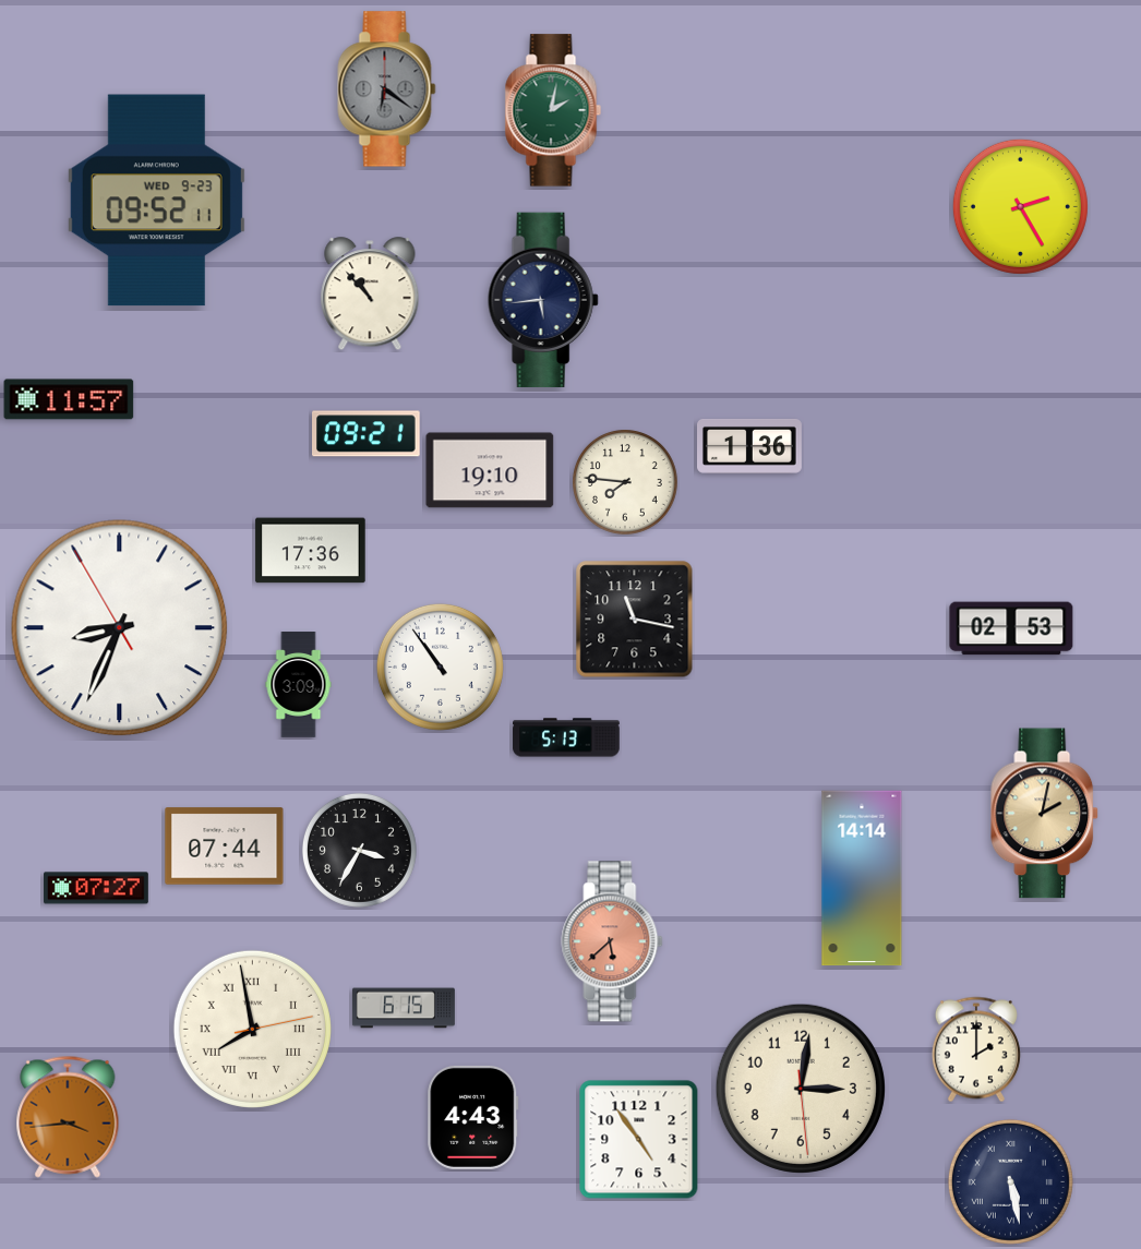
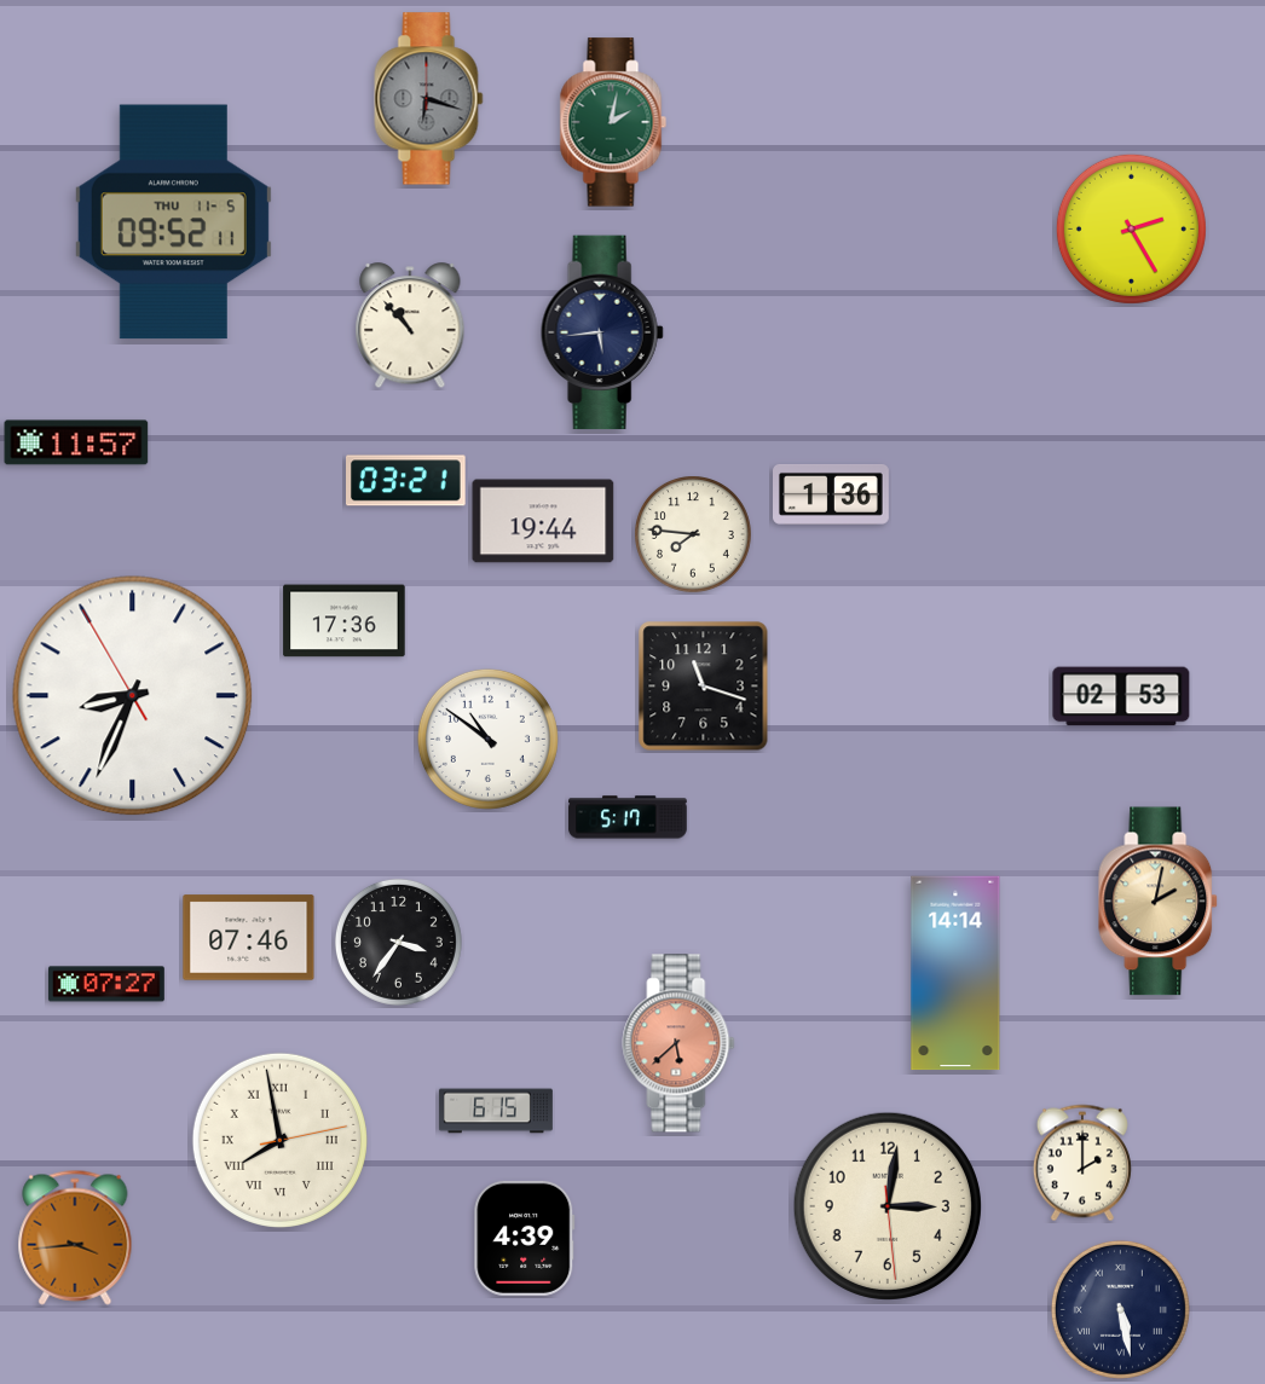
clock at (387, 89): 6:21 -> 6:18
clock at (156, 201) date: WED 9-23 -> THU 11-5
clock at (367, 434): 09:21 -> 03:21
clock at (490, 470): 19:10 -> 19:44
clock at (311, 551) position: (311, 551) -> (345, 621)
clock at (635, 620): 11:17 -> 11:18
clock at (440, 666): 10:54 -> 10:51
clock at (299, 685): 3:09 -> none
clock at (566, 737): 5:13 -> 5:17
clock at (225, 846): 07:44 -> 07:46
clock at (359, 850): 3:35 -> 3:36
clock at (404, 1008) position: (404, 1008) -> (496, 1111)
clock at (473, 1117): 4:43 -> 4:39
clock at (639, 1140): 4:54 -> none
